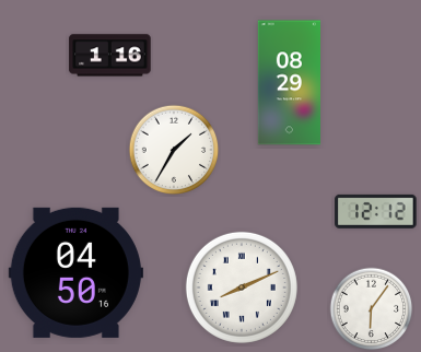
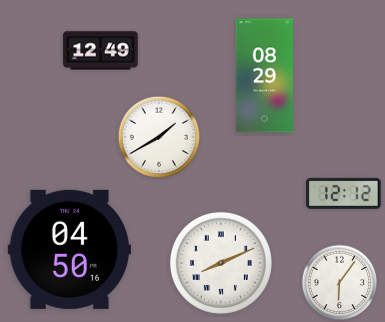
clock at (110, 56): 1:16 -> 12:49
clock at (174, 150): 1:35 -> 1:40
